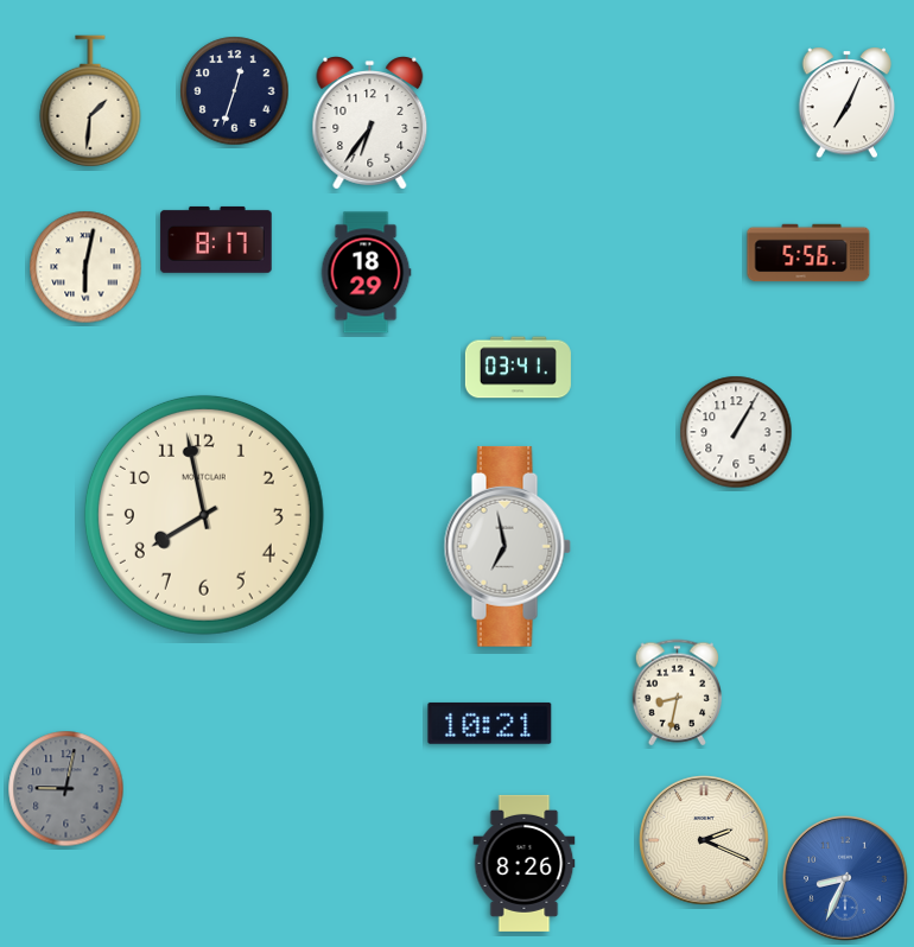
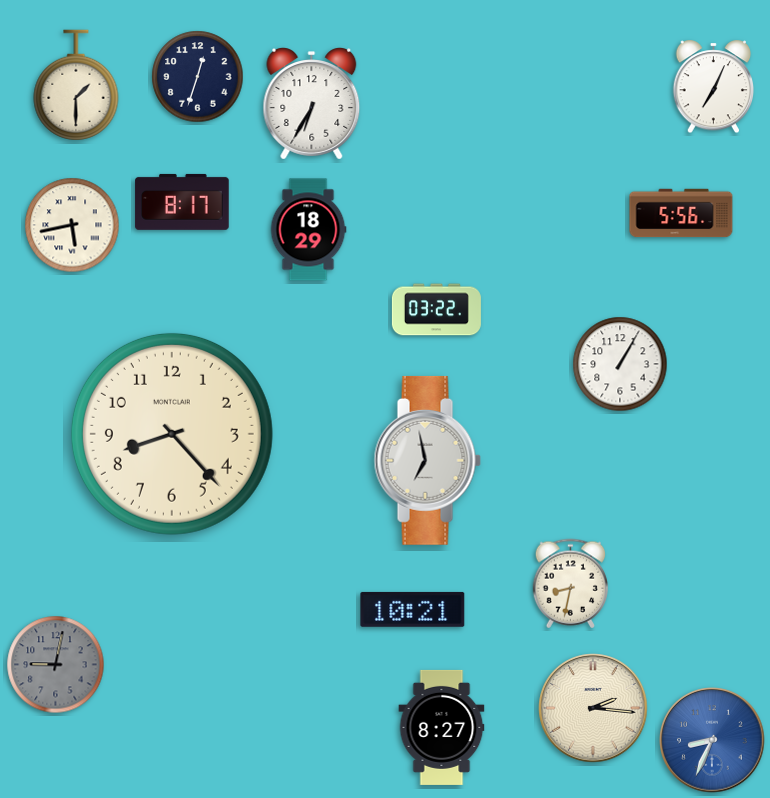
clock at (90, 101): 1:31 -> 1:30
clock at (370, 123): 6:36 -> 6:35
clock at (85, 267): 6:02 -> 5:43
clock at (518, 368): 03:41 -> 03:22
clock at (204, 515): 7:58 -> 8:23
clock at (704, 840): 2:19 -> 2:16
clock at (525, 863): 8:26 -> 8:27
